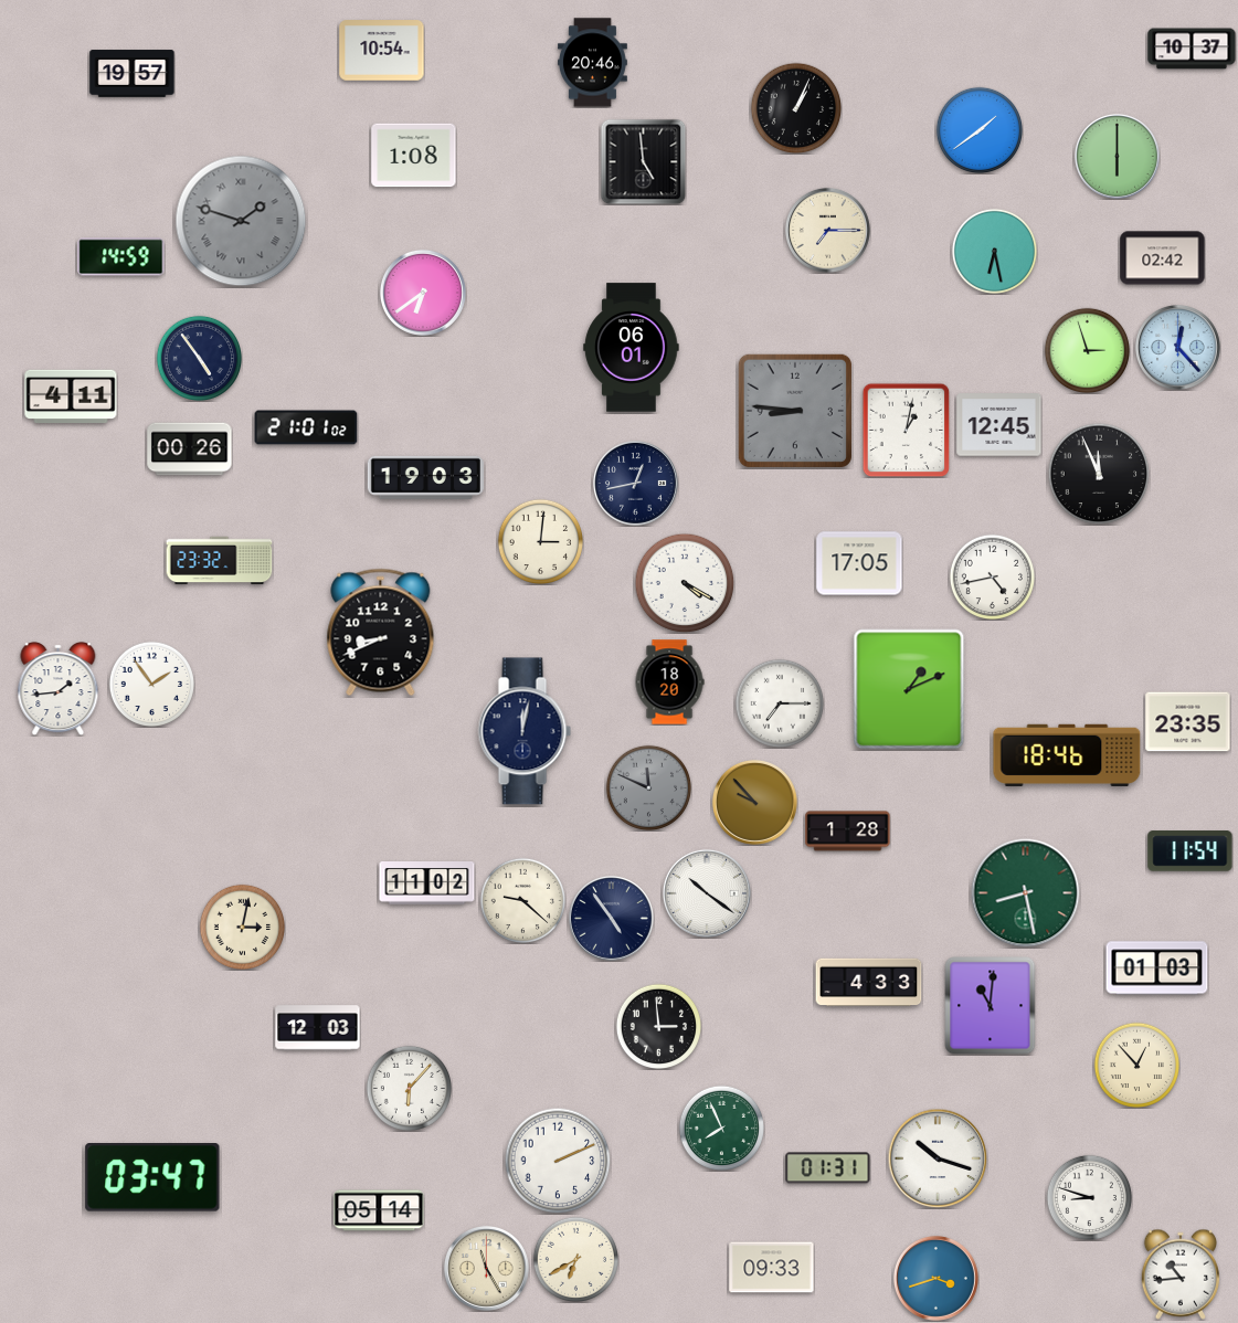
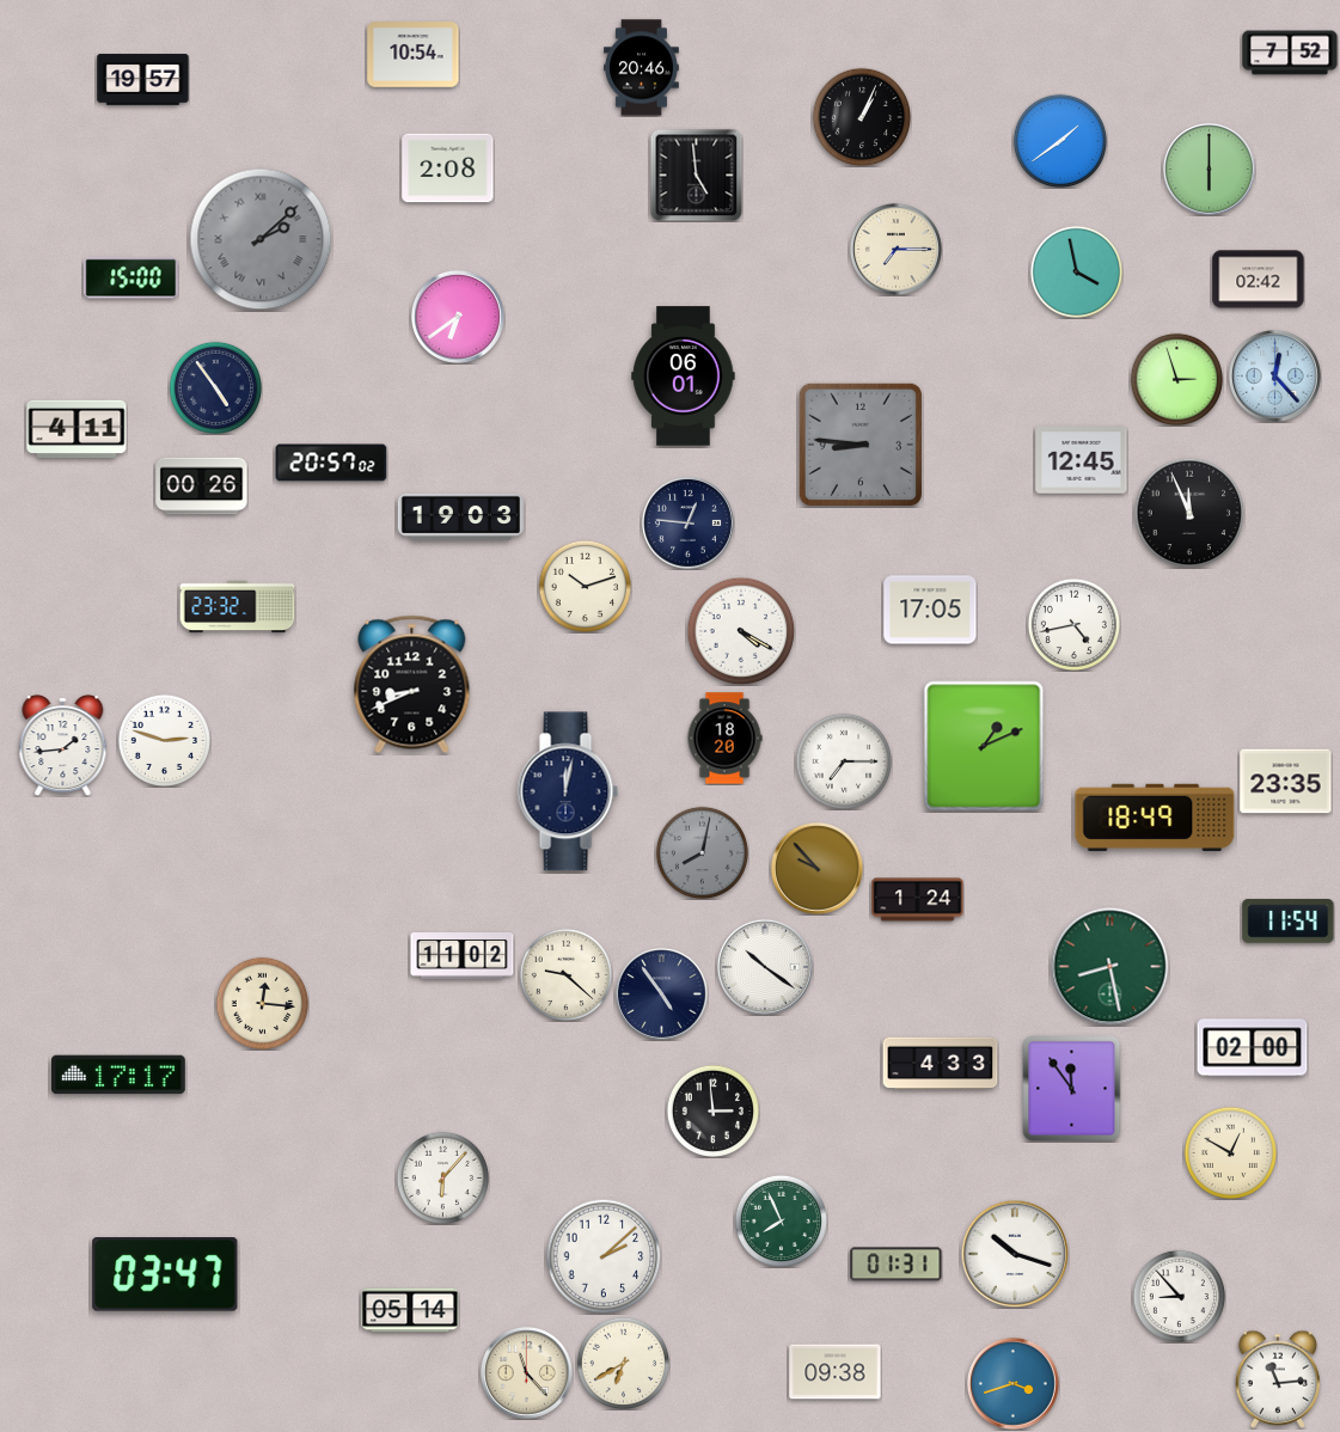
clock at (1192, 49): 10:37 -> 7:52
clock at (414, 156): 1:08 -> 2:08
clock at (241, 221): 1:48 -> 2:08
clock at (994, 251): 6:28 -> 3:58
clock at (121, 257): 14:59 -> 15:00
clock at (306, 427): 21:01 -> 20:57
clock at (907, 430): 1:02 -> none
clock at (190, 449) position: (190, 449) -> (202, 486)
clock at (635, 483): 12:43 -> 12:46
clock at (540, 541): 3:01 -> 10:12
clock at (151, 684): 1:54 -> 2:48
clock at (1067, 755): 18:46 -> 18:49
clock at (648, 787): 11:49 -> 8:02
clock at (848, 832): 1:28 -> 1:24
clock at (242, 927): 3:02 -> 12:16
clock at (1157, 969): 01:03 -> 02:00
clock at (120, 1075): none -> 17:17
clock at (991, 1006): 11:01 -> 11:54
clock at (318, 1028): 12:03 -> none
clock at (1136, 1065): 12:53 -> 12:50
clock at (558, 1161): 2:11 -> 2:08
clock at (1089, 1197): 8:48 -> 8:53
clock at (486, 1268): 11:25 -> 11:23
clock at (772, 1268): 09:33 -> 09:38
clock at (1179, 1274): 10:44 -> 11:14
